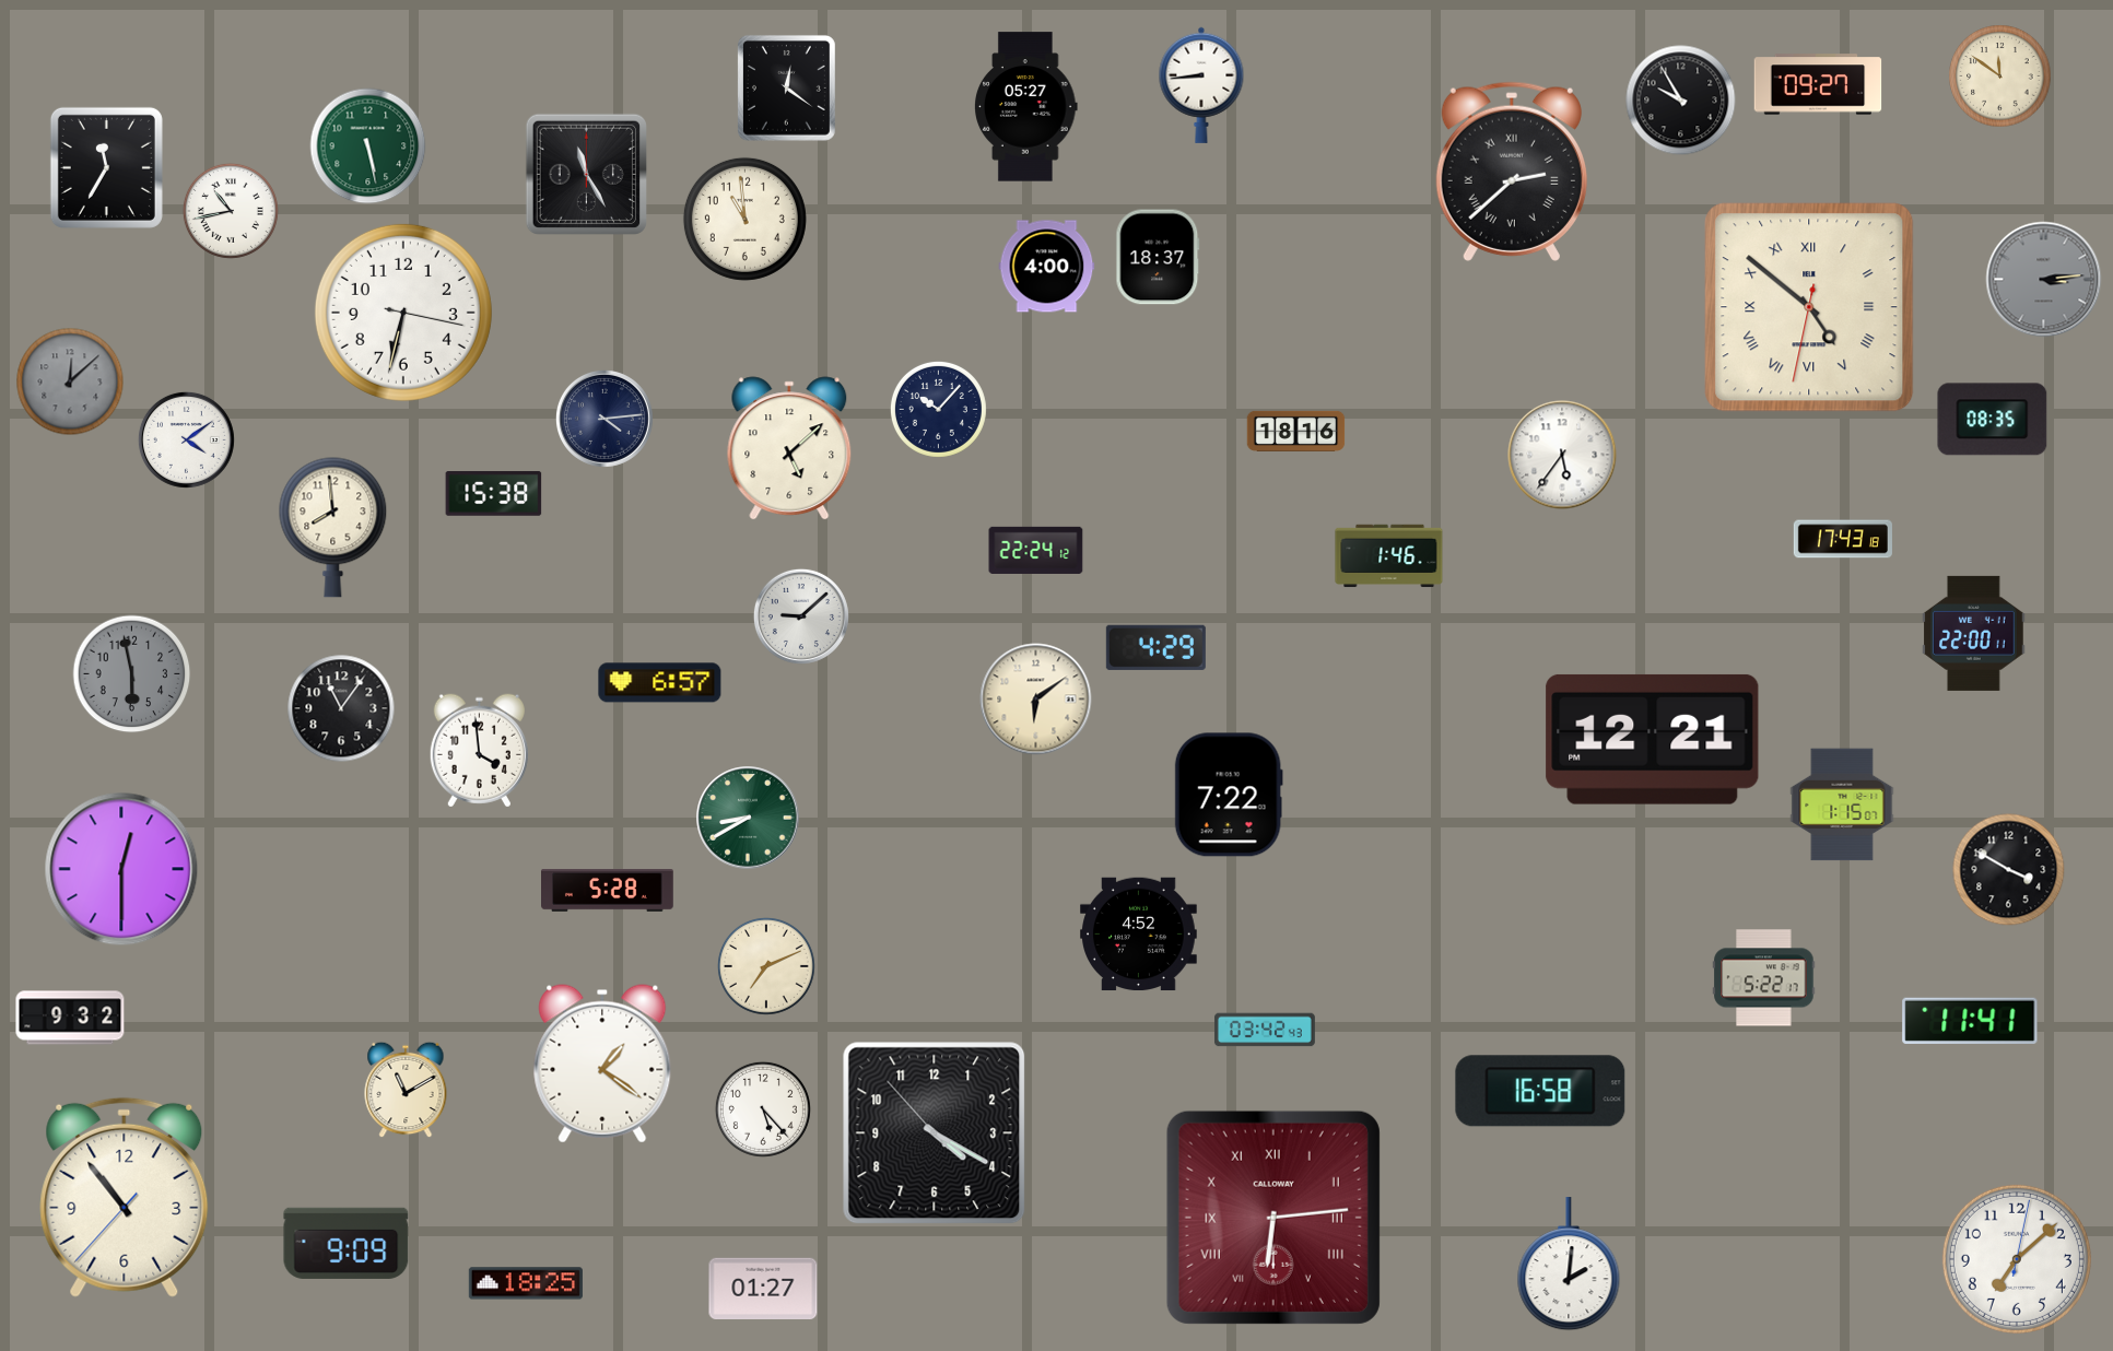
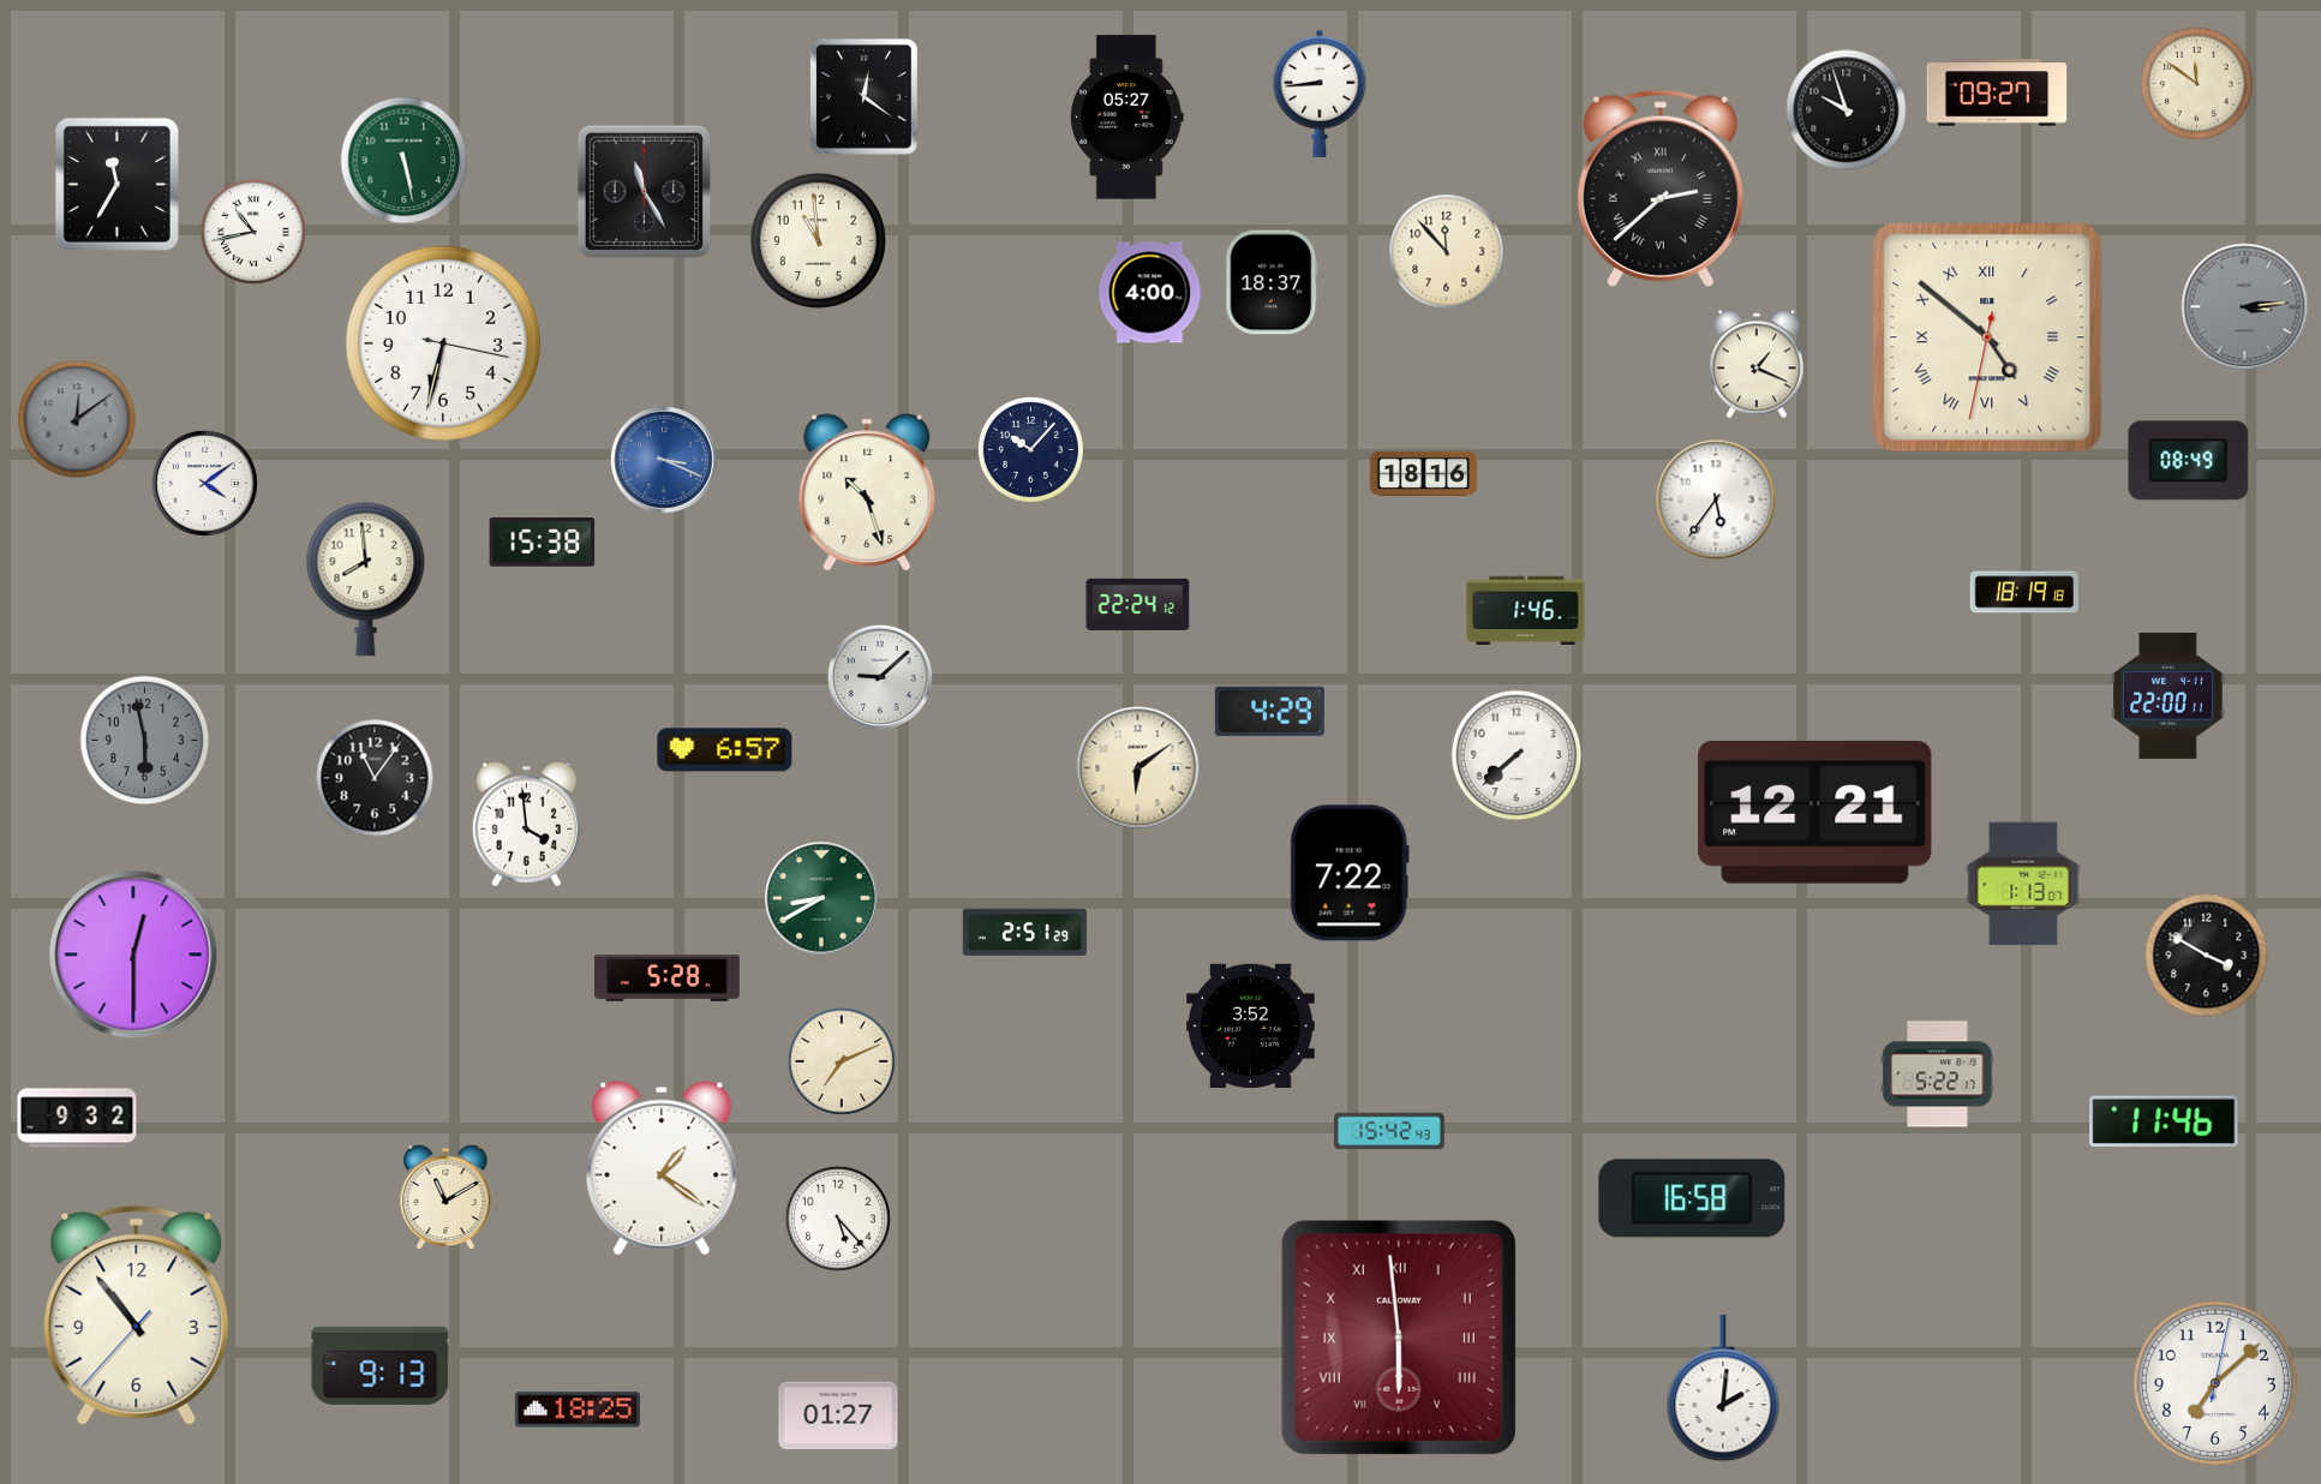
clock at (1681, 101): 9:55 -> 9:57
clock at (1447, 252): none -> 11:53
clock at (1757, 364): none -> 1:19
clock at (70, 381): 12:08 -> 12:09
clock at (604, 419): 4:14 -> 3:19
clock at (604, 419) dial: navy -> blue
clock at (1993, 420): 08:35 -> 08:49
clock at (789, 448): 5:08 -> 10:27
clock at (1843, 539): 17:43 -> 18:19
clock at (1517, 755): none -> 7:38
clock at (1842, 804): 1:15 -> 1:13
clock at (1025, 932): none -> 2:51
clock at (1139, 935): 4:52 -> 3:52
clock at (1970, 1021): 11:41 -> 11:46
clock at (1265, 1030): 03:42 -> 15:42
clock at (935, 1133): 4:19 -> none
clock at (1273, 1218): 6:14 -> 5:59
clock at (347, 1243): 9:09 -> 9:13
